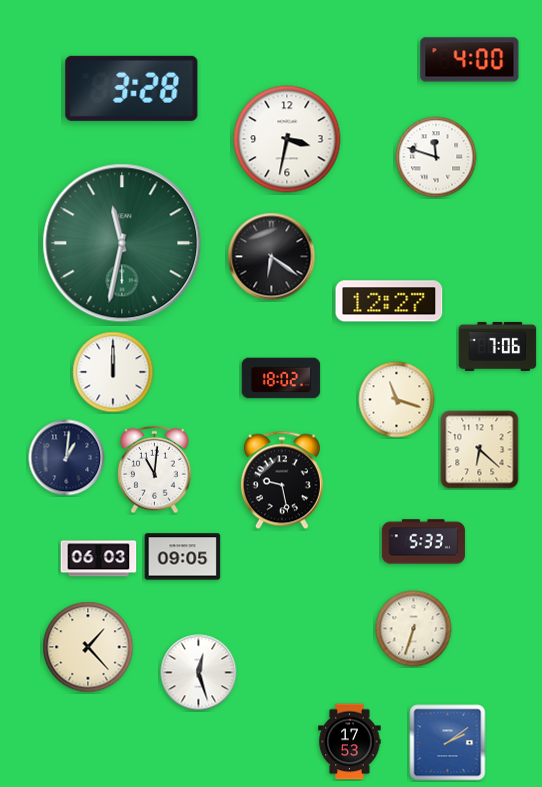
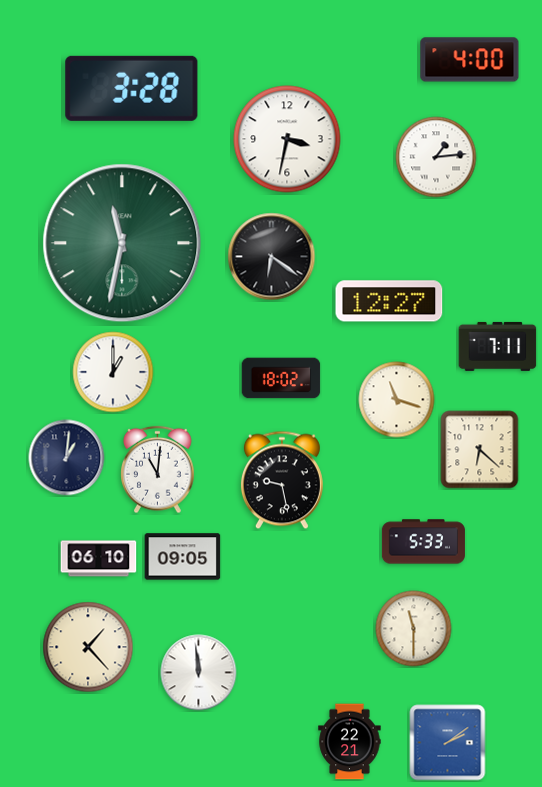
clock at (436, 157): 11:48 -> 1:14
clock at (498, 346): 7:06 -> 7:11
clock at (113, 372): 12:00 -> 1:00
clock at (155, 470) position: (155, 470) -> (158, 470)
clock at (99, 559): 06:03 -> 06:10
clock at (414, 629): 6:33 -> 11:30
clock at (199, 673): 12:27 -> 11:59
clock at (350, 742): 17:53 -> 22:21
